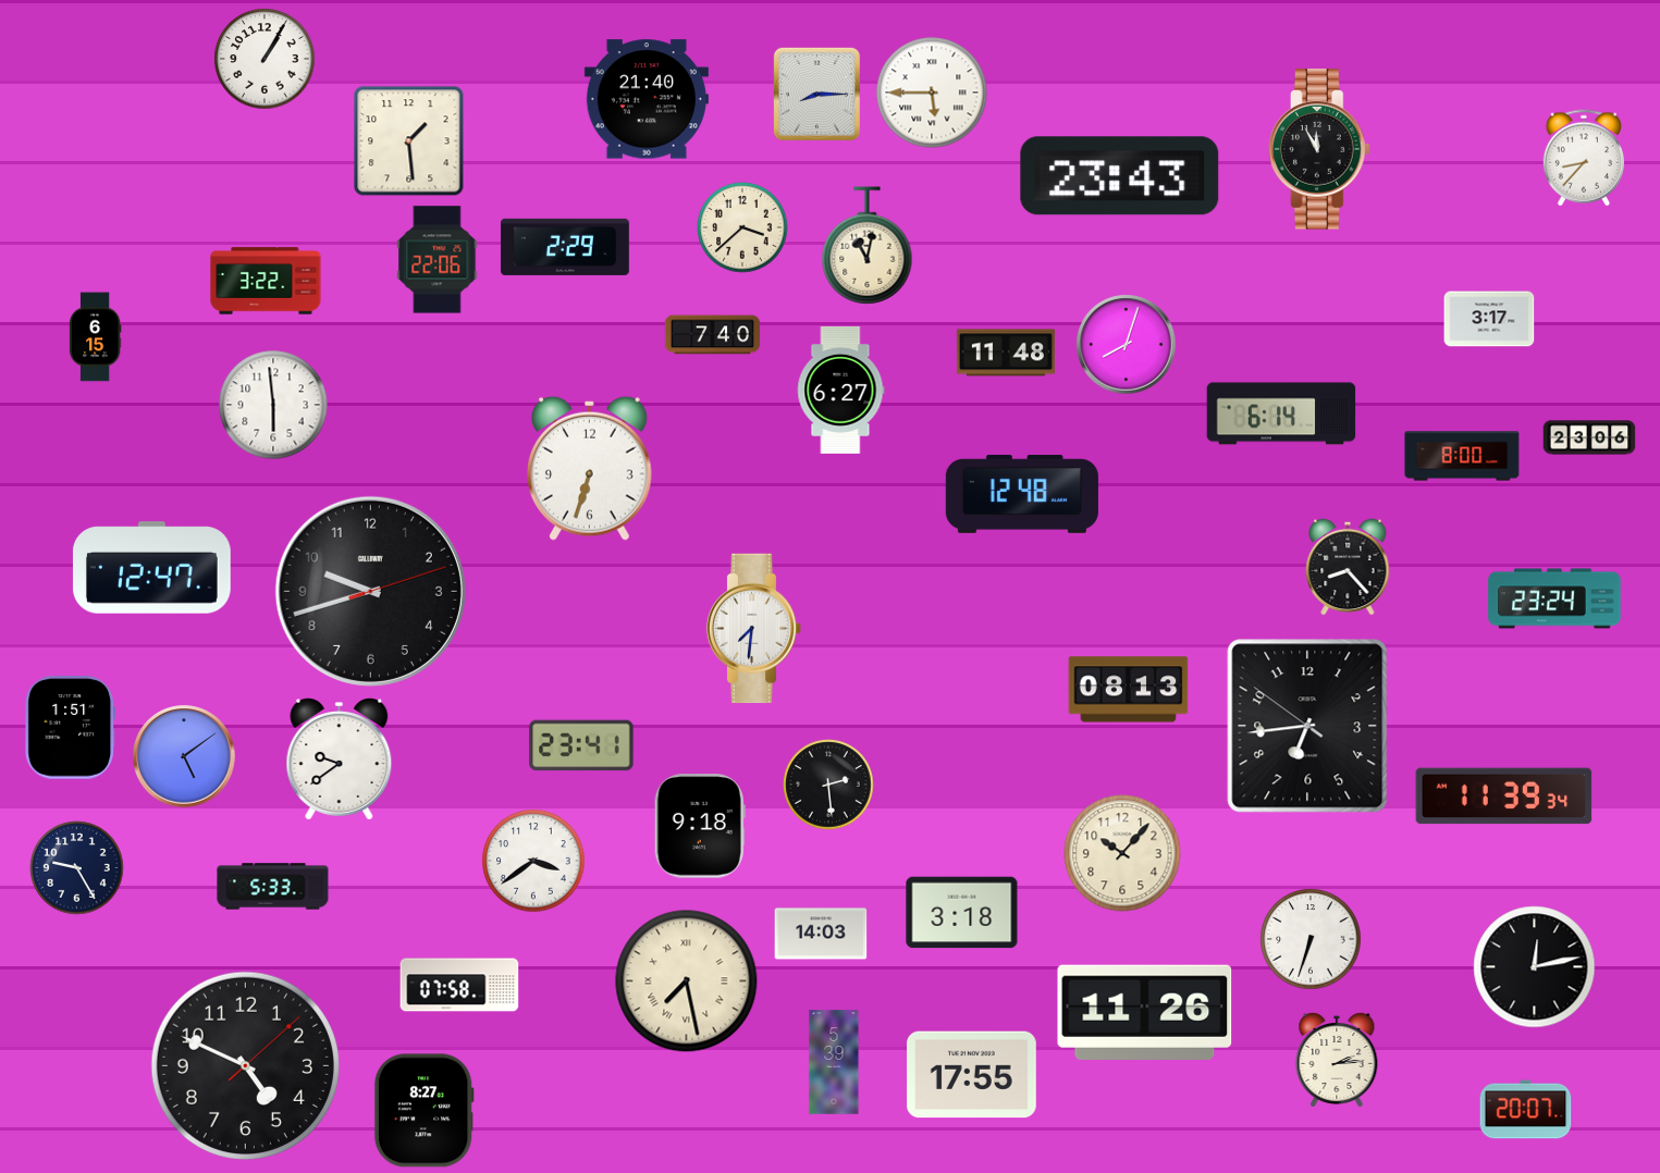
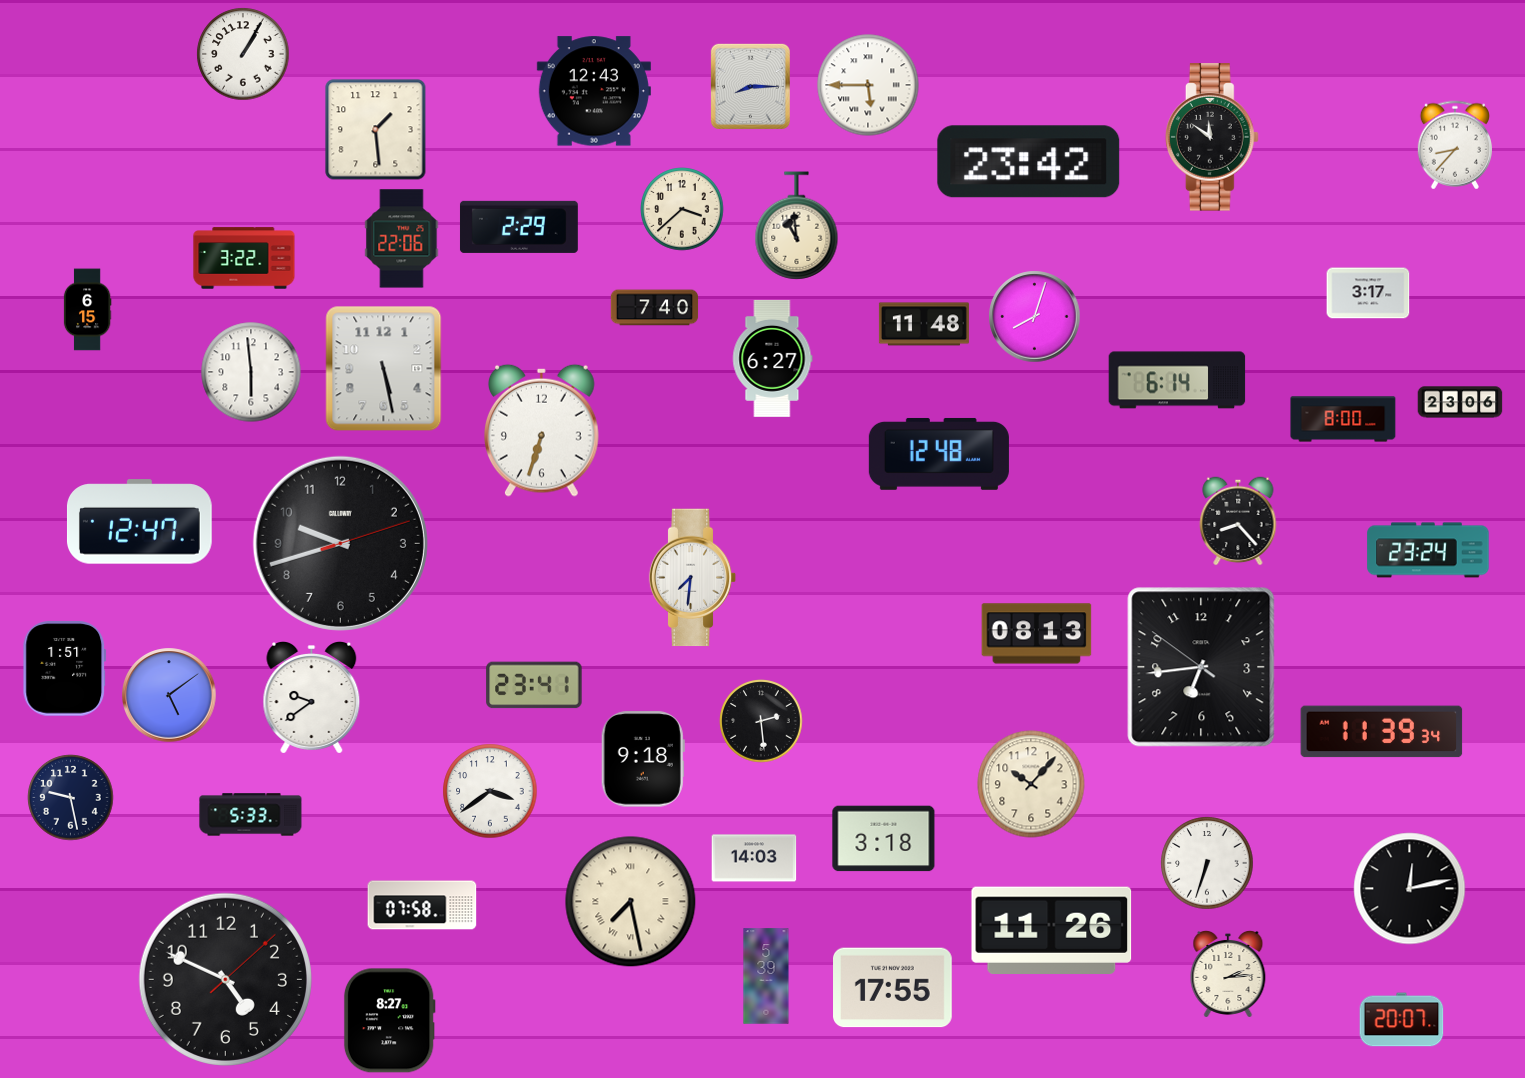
clock at (932, 92) position: (932, 92) -> (868, 85)
clock at (647, 99): 21:40 -> 12:43
clock at (1319, 149): 11:55 -> 11:51
clock at (1120, 176): 23:43 -> 23:42
clock at (868, 246): 11:02 -> 10:59
clock at (384, 369): none -> 5:28
clock at (77, 868): 9:25 -> 9:28
clock at (1311, 939) position: (1311, 939) -> (1207, 863)
